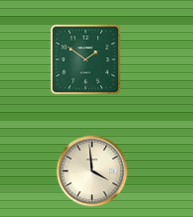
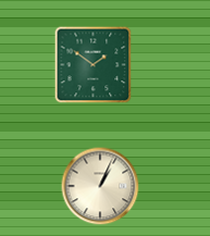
clock at (92, 171): 3:59 -> 1:04
